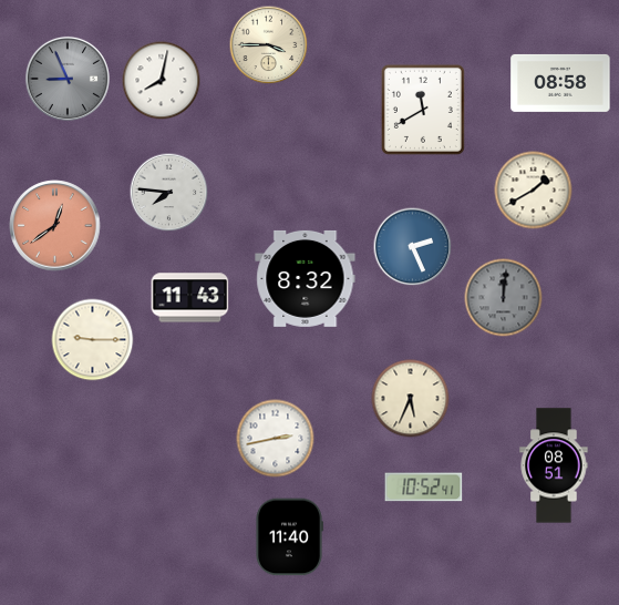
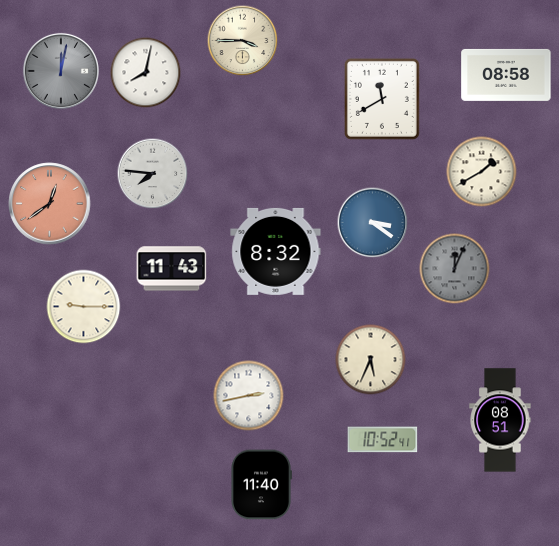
clock at (68, 79): 8:56 -> 12:02
clock at (413, 247): 2:26 -> 3:21
clock at (504, 298): 12:01 -> 12:04
